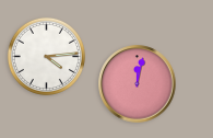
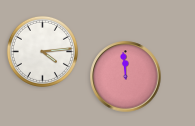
clock at (138, 84): 12:02 -> 11:59
